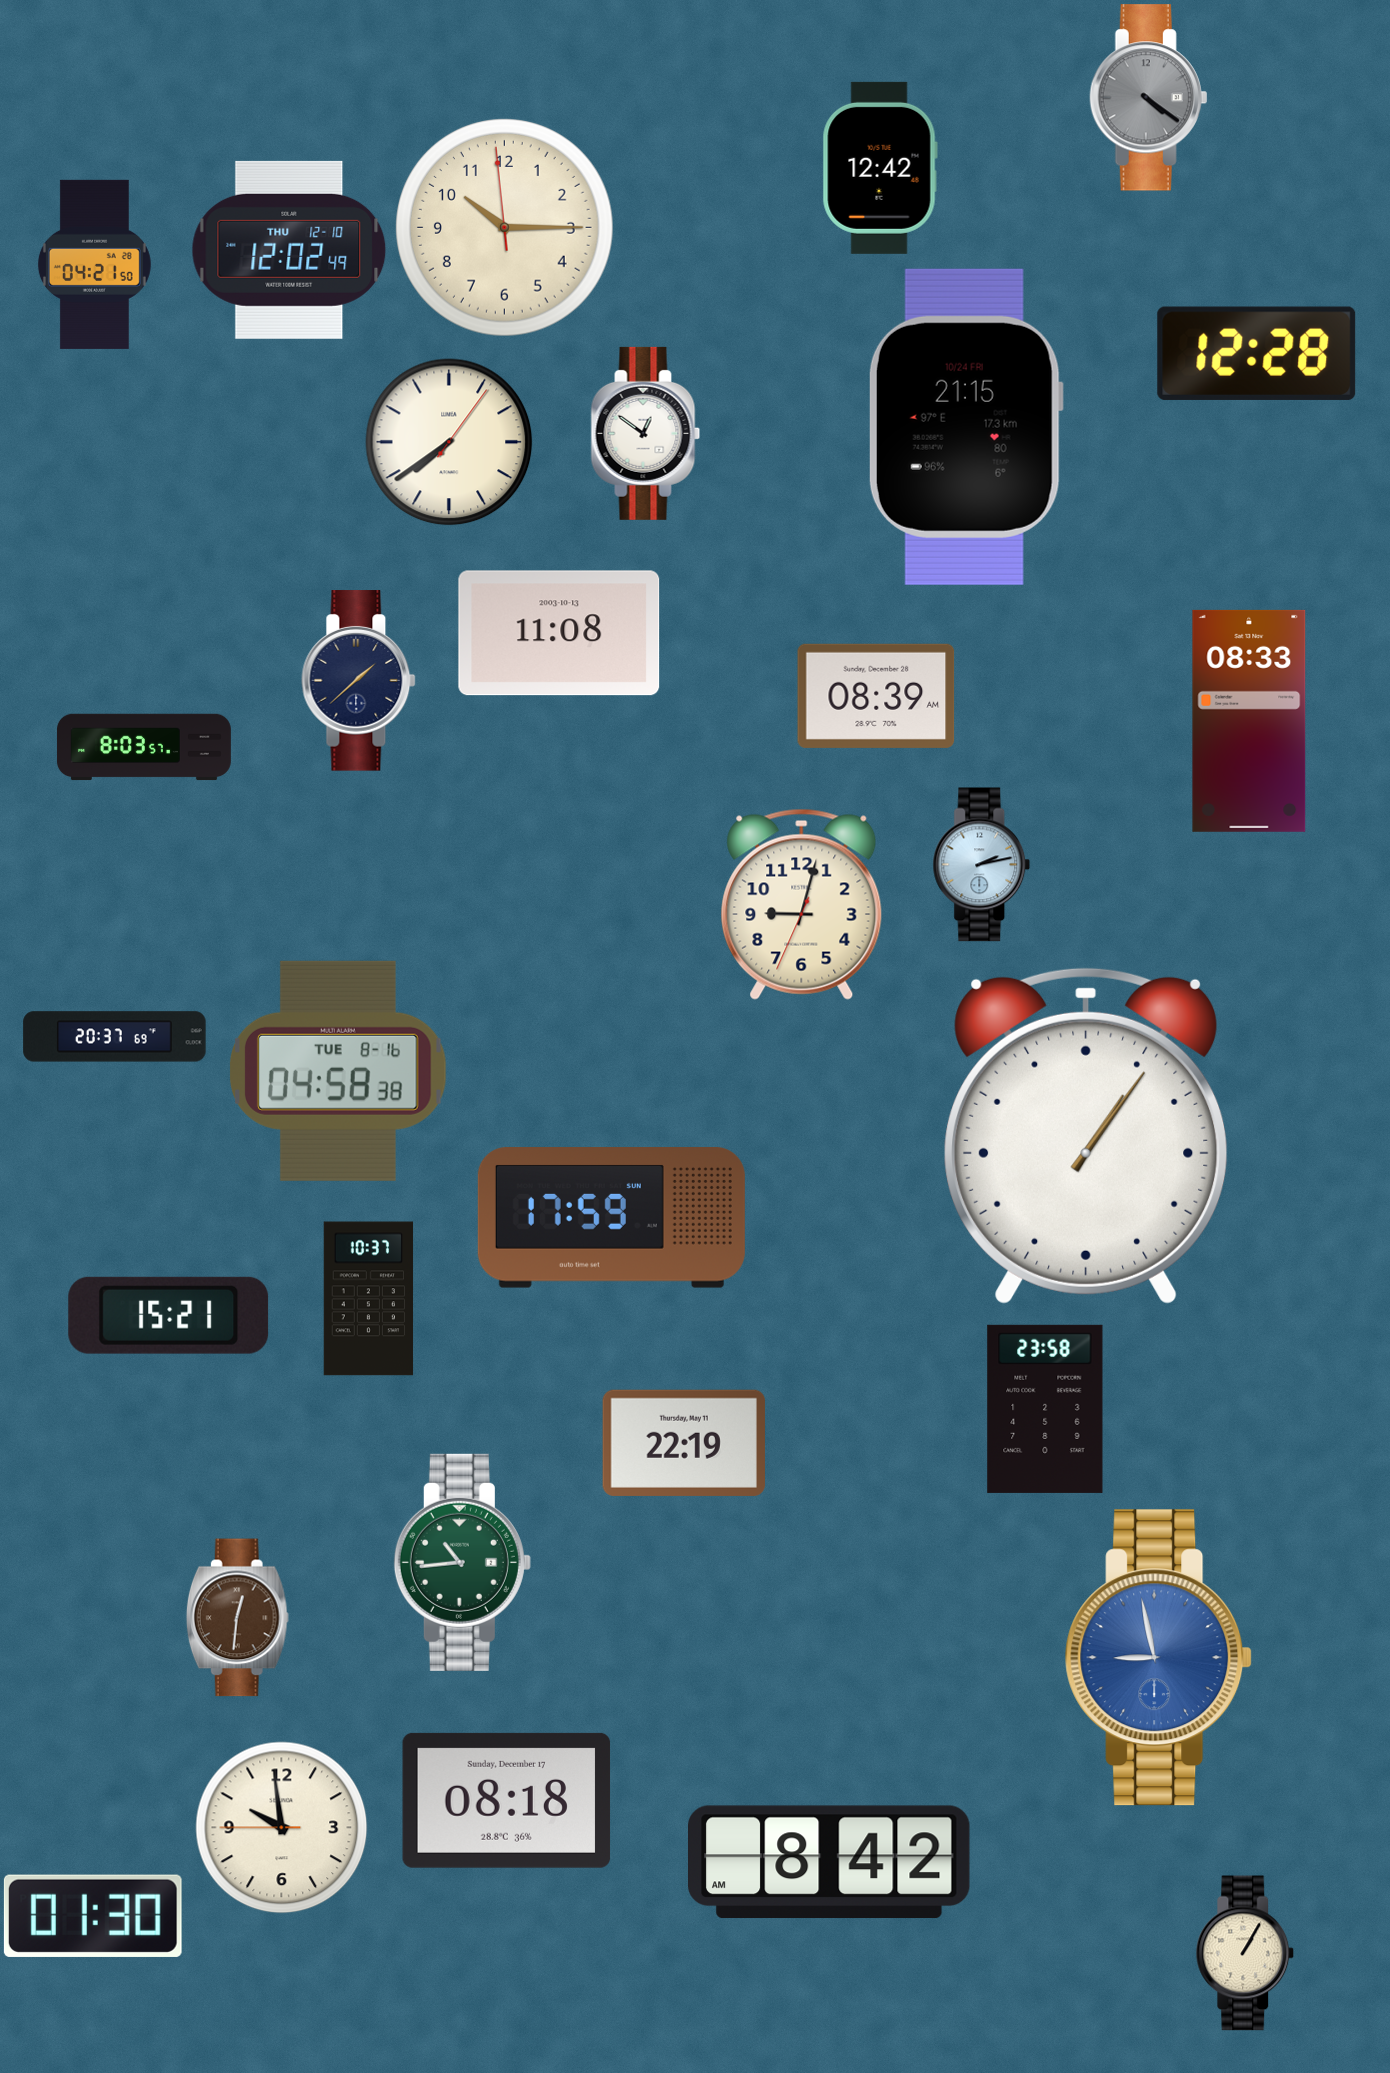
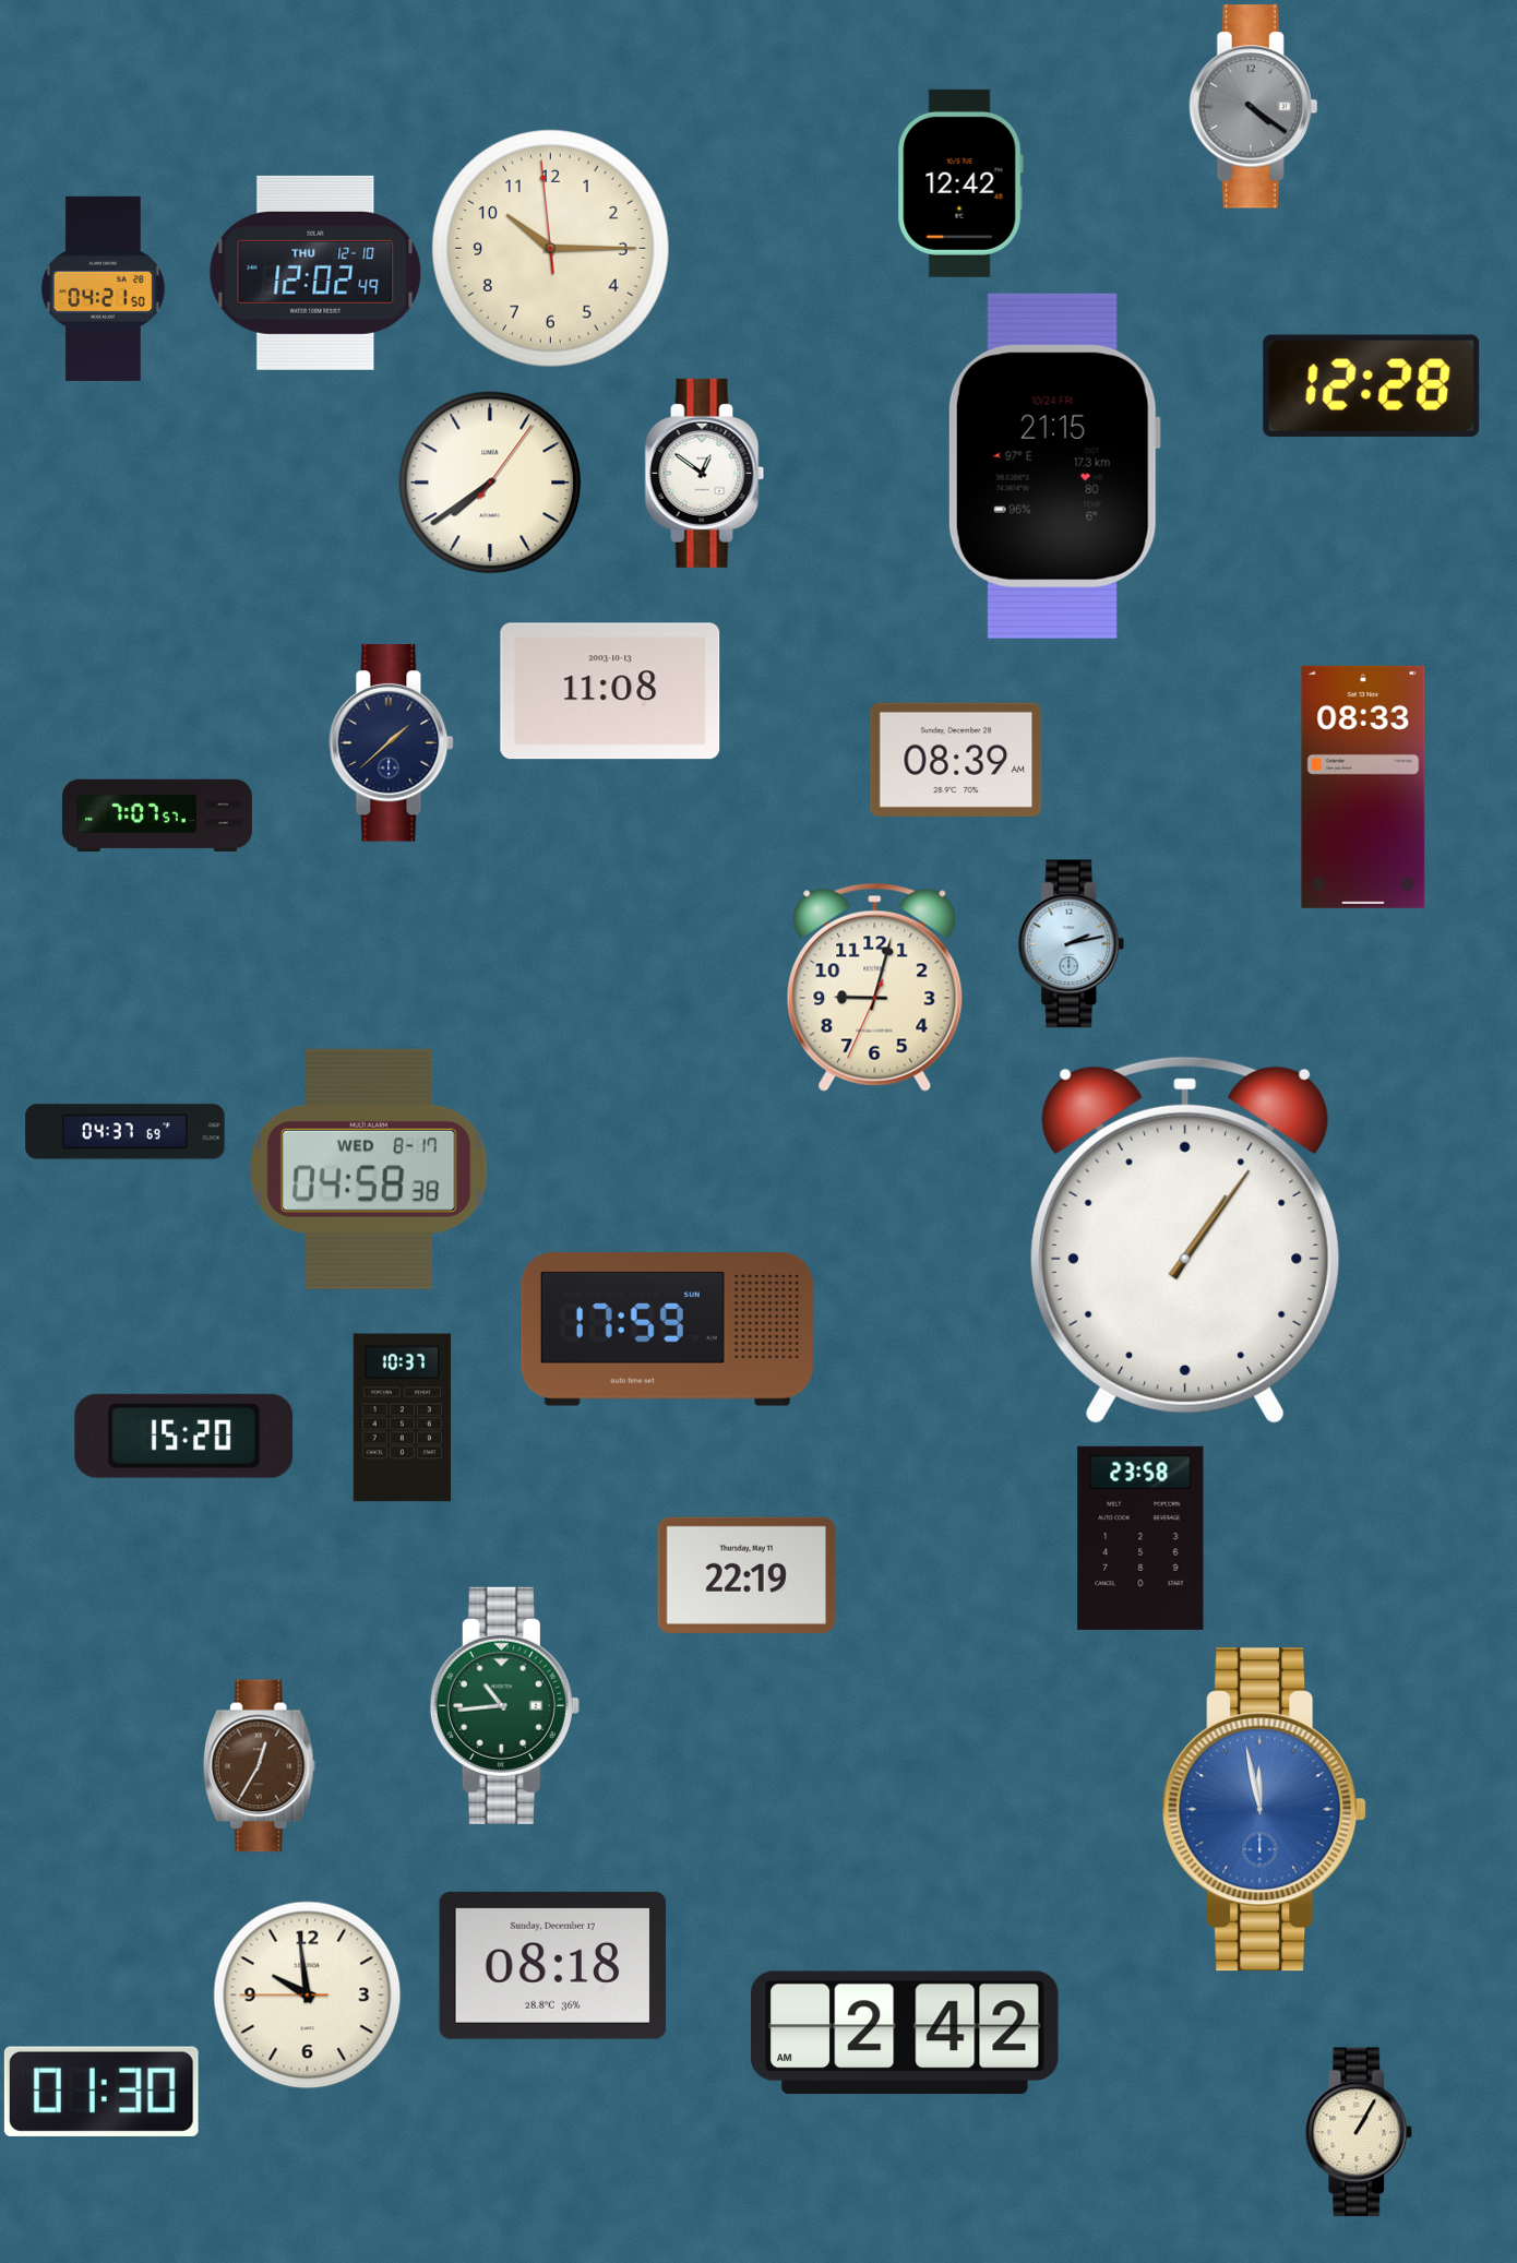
clock at (144, 747): 8:03 -> 7:07
clock at (115, 1037): 20:37 -> 04:37
clock at (338, 1071) date: TUE 8-16 -> WED 8-17
clock at (169, 1315): 15:21 -> 15:20
clock at (237, 1618): 12:31 -> 12:35
clock at (1159, 1658): 8:58 -> 11:58
clock at (830, 1862): 8:42 -> 2:42
